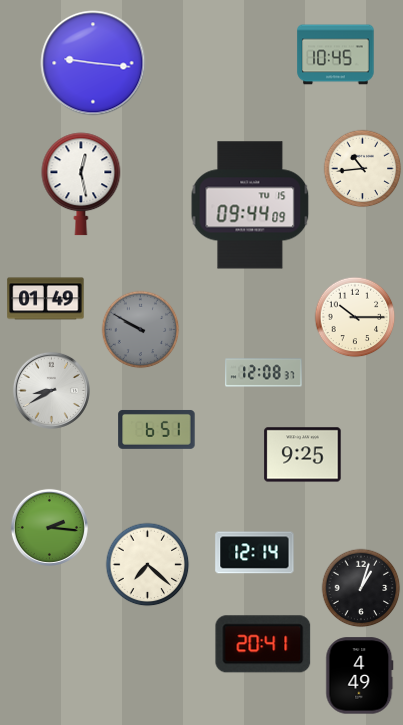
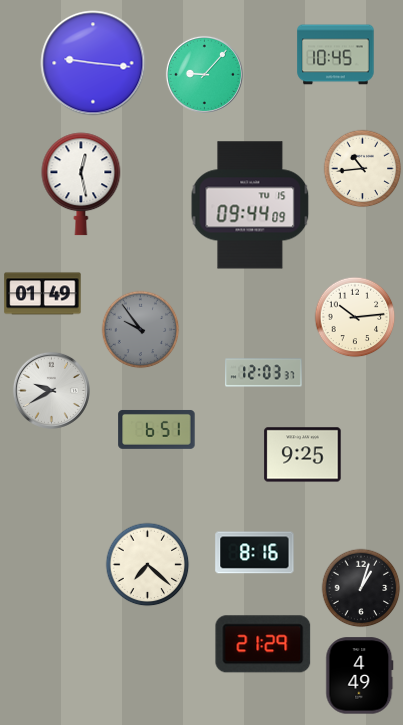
clock at (204, 74): none -> 9:07
clock at (46, 299) position: (46, 299) -> (43, 294)
clock at (355, 317): 10:15 -> 10:14
clock at (140, 329): 9:50 -> 9:54
clock at (264, 373): 12:08 -> 12:03
clock at (51, 390): 8:40 -> 9:40
clock at (49, 527): 2:16 -> none
clock at (255, 553): 12:14 -> 8:16
clock at (263, 644): 20:41 -> 21:29
